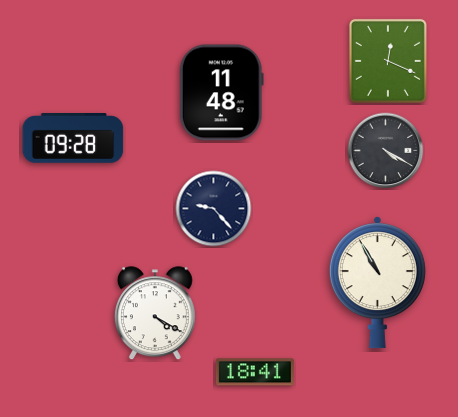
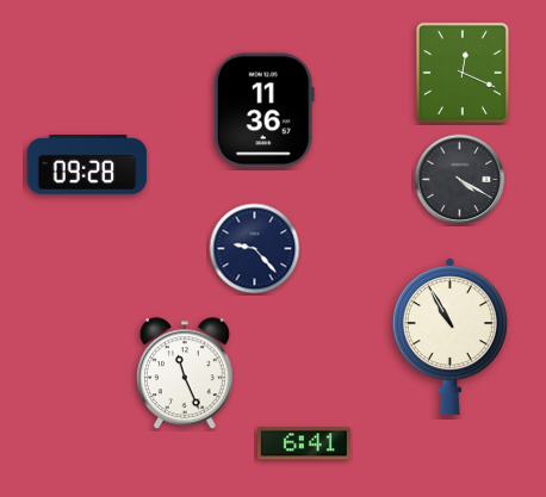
clock at (221, 93): 11:48 -> 11:36
clock at (155, 314): 4:20 -> 11:26
clock at (255, 372): 18:41 -> 6:41
